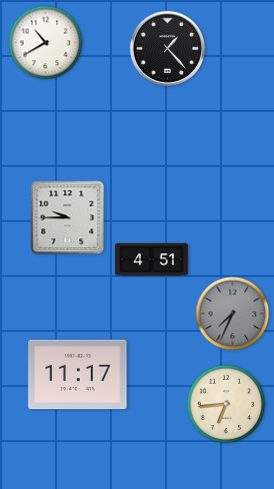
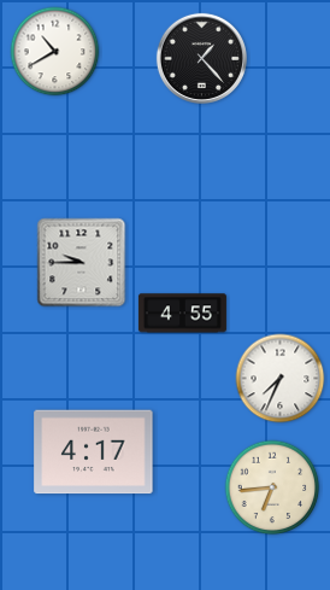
clock at (151, 260): 4:51 -> 4:55
clock at (233, 314) dial: grey -> white
clock at (78, 375): 11:17 -> 4:17
